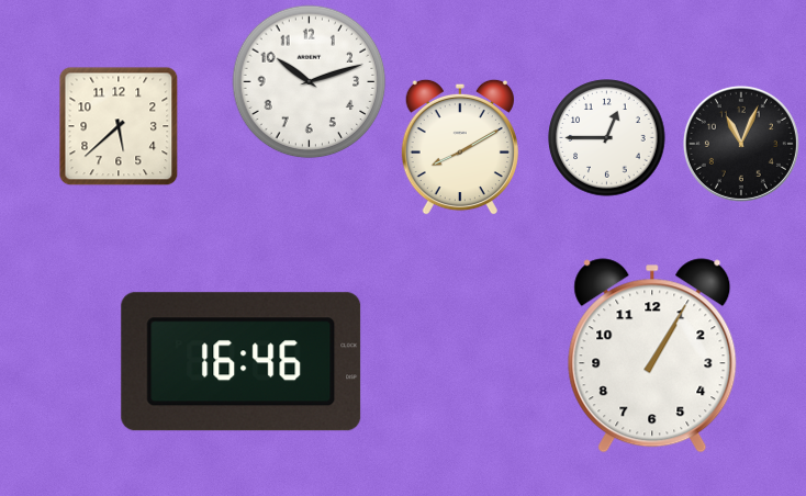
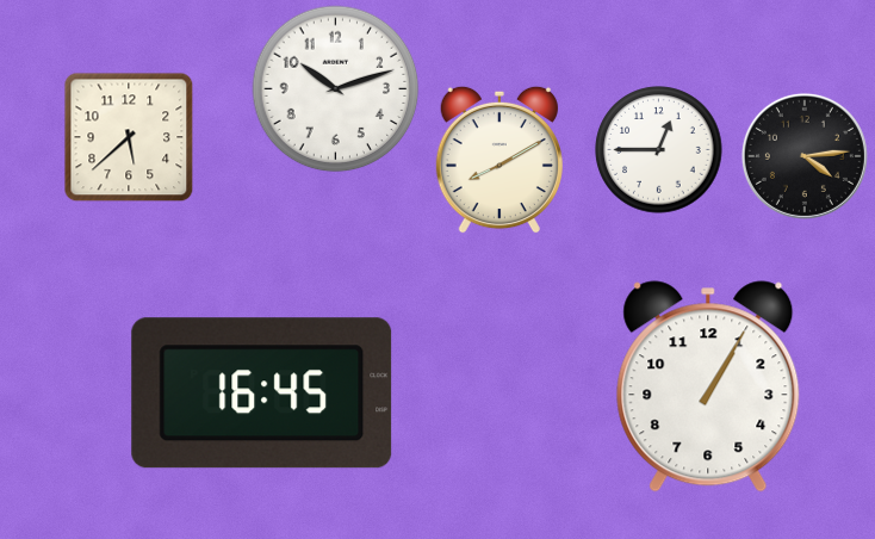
clock at (741, 144): 11:04 -> 4:14
clock at (242, 362): 16:46 -> 16:45
